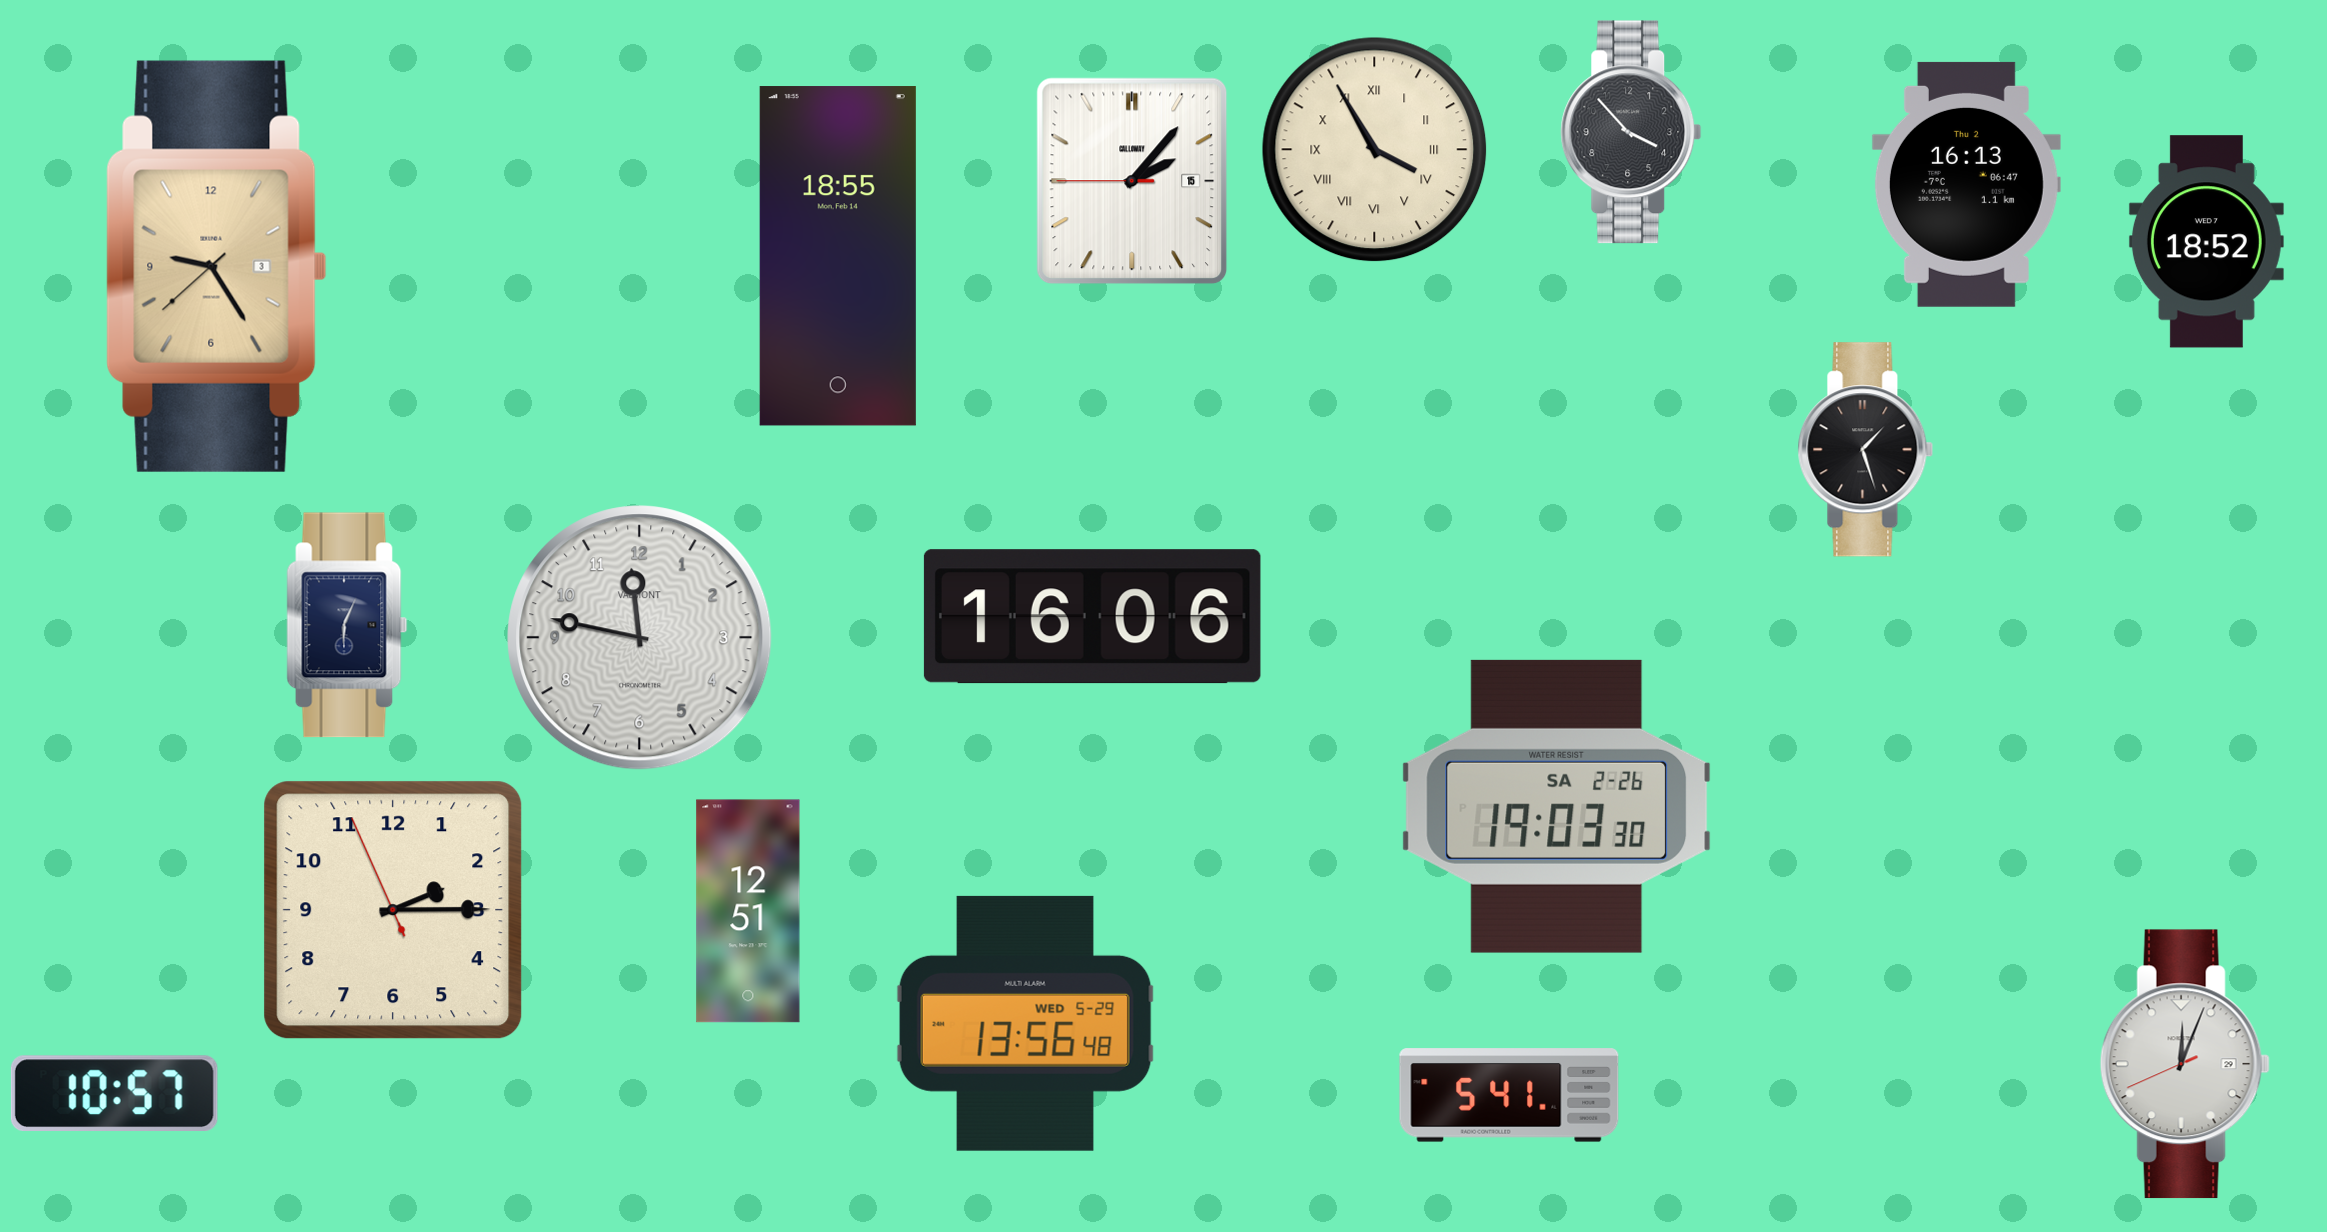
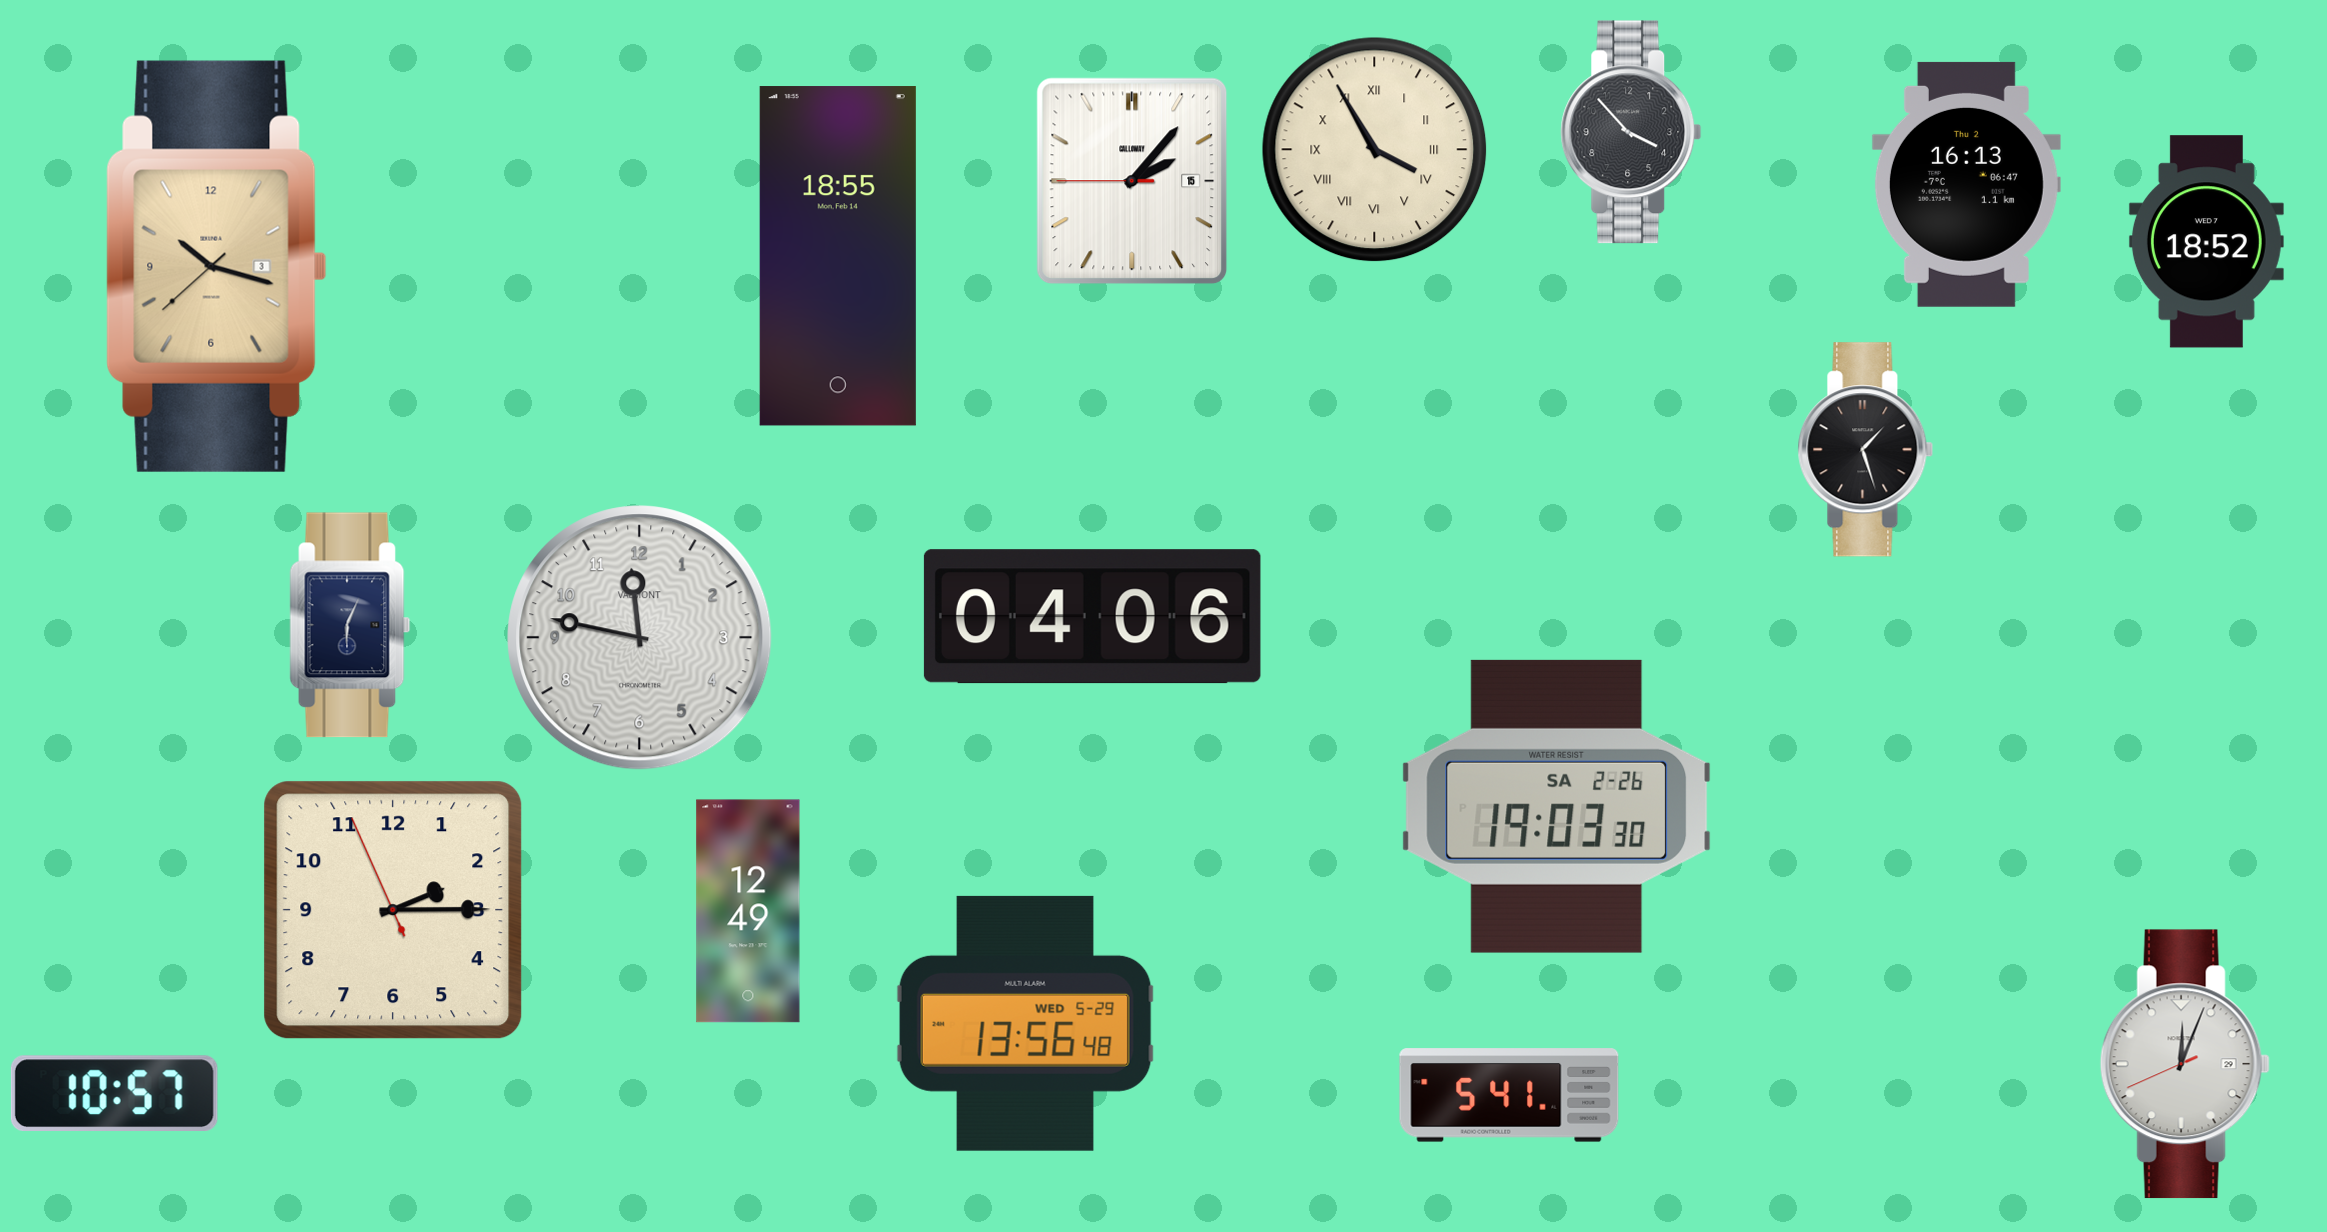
clock at (217, 266): 9:24 -> 10:17
clock at (1092, 617): 16:06 -> 04:06
clock at (347, 625) position: (347, 625) -> (350, 625)
clock at (748, 911): 12:51 -> 12:49
